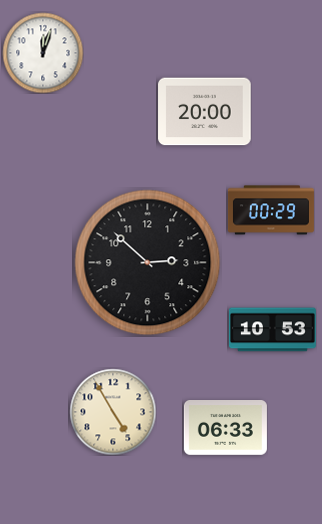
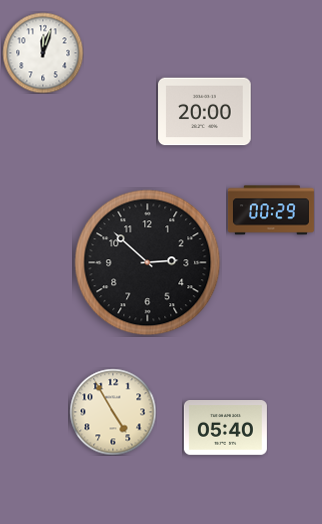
clock at (272, 330): 10:53 -> none
clock at (225, 428): 06:33 -> 05:40
